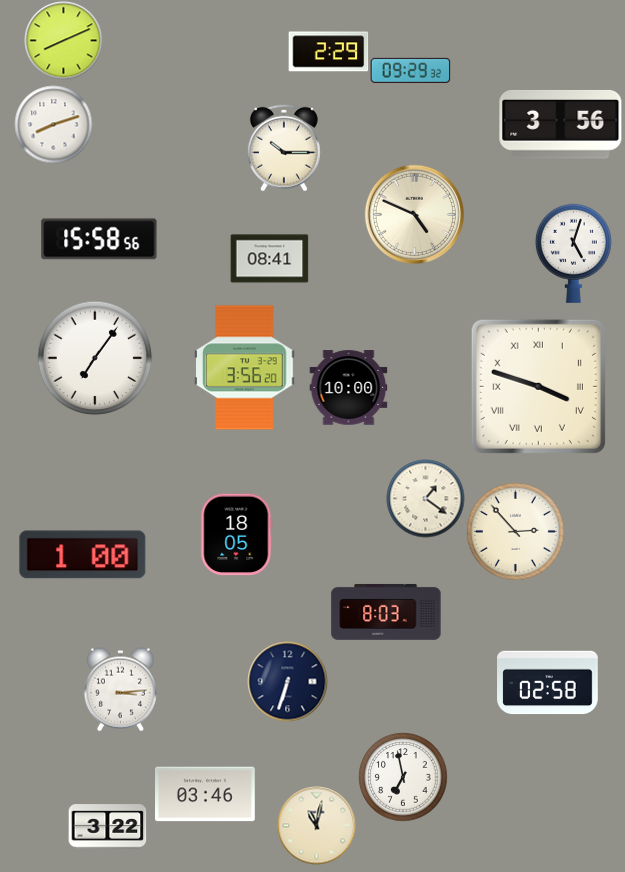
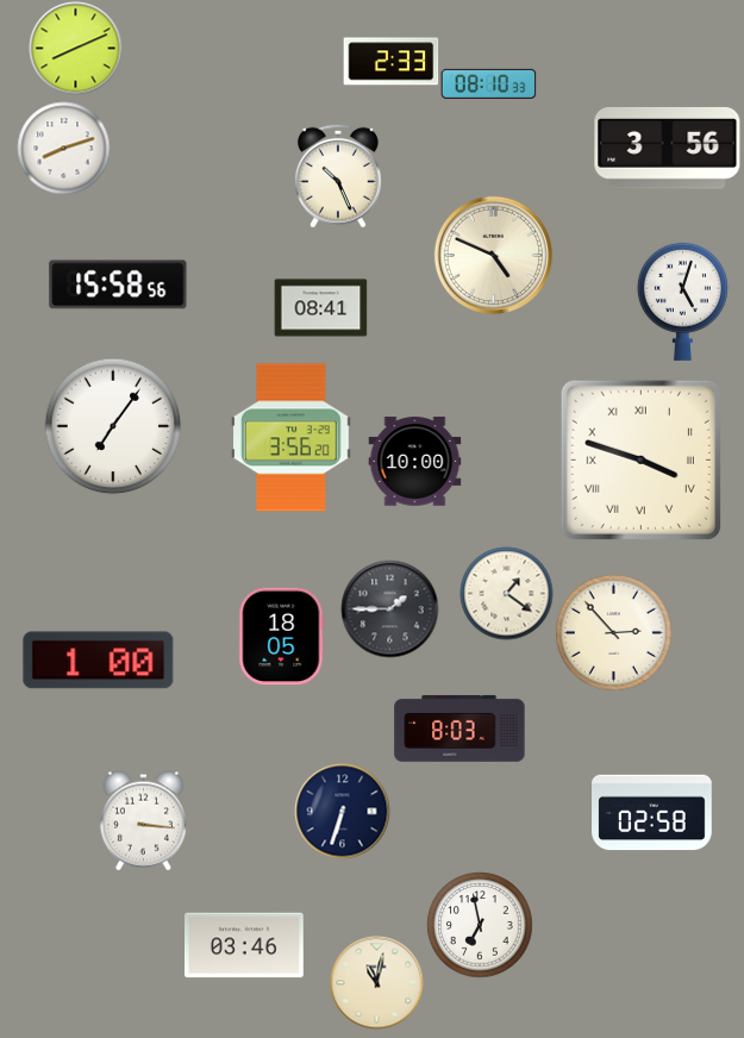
clock at (328, 52): 2:29 -> 2:33
clock at (410, 70): 09:29 -> 08:10
clock at (284, 148): 10:15 -> 10:26
clock at (389, 608): none -> 1:45
clock at (120, 689): 3:14 -> 3:16
clock at (107, 827): 3:22 -> none
